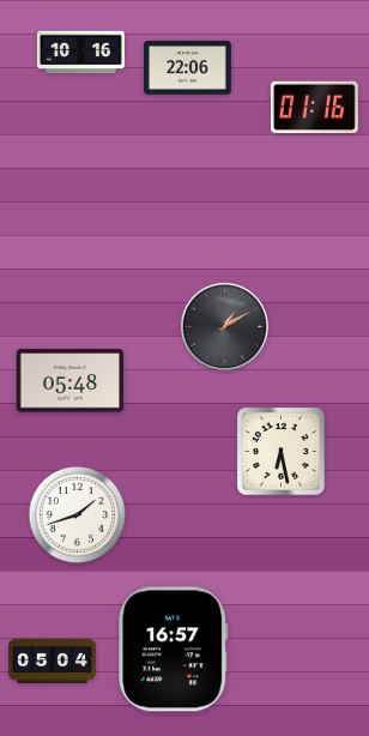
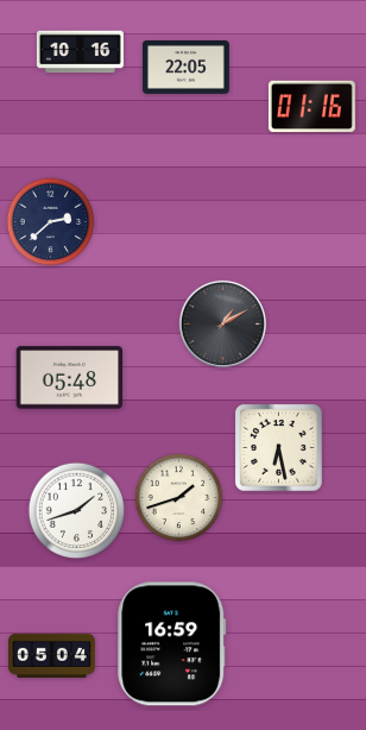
clock at (187, 68): 22:06 -> 22:05
clock at (51, 222): none -> 2:38
clock at (179, 498): none -> 1:42
clock at (174, 650): 16:57 -> 16:59
